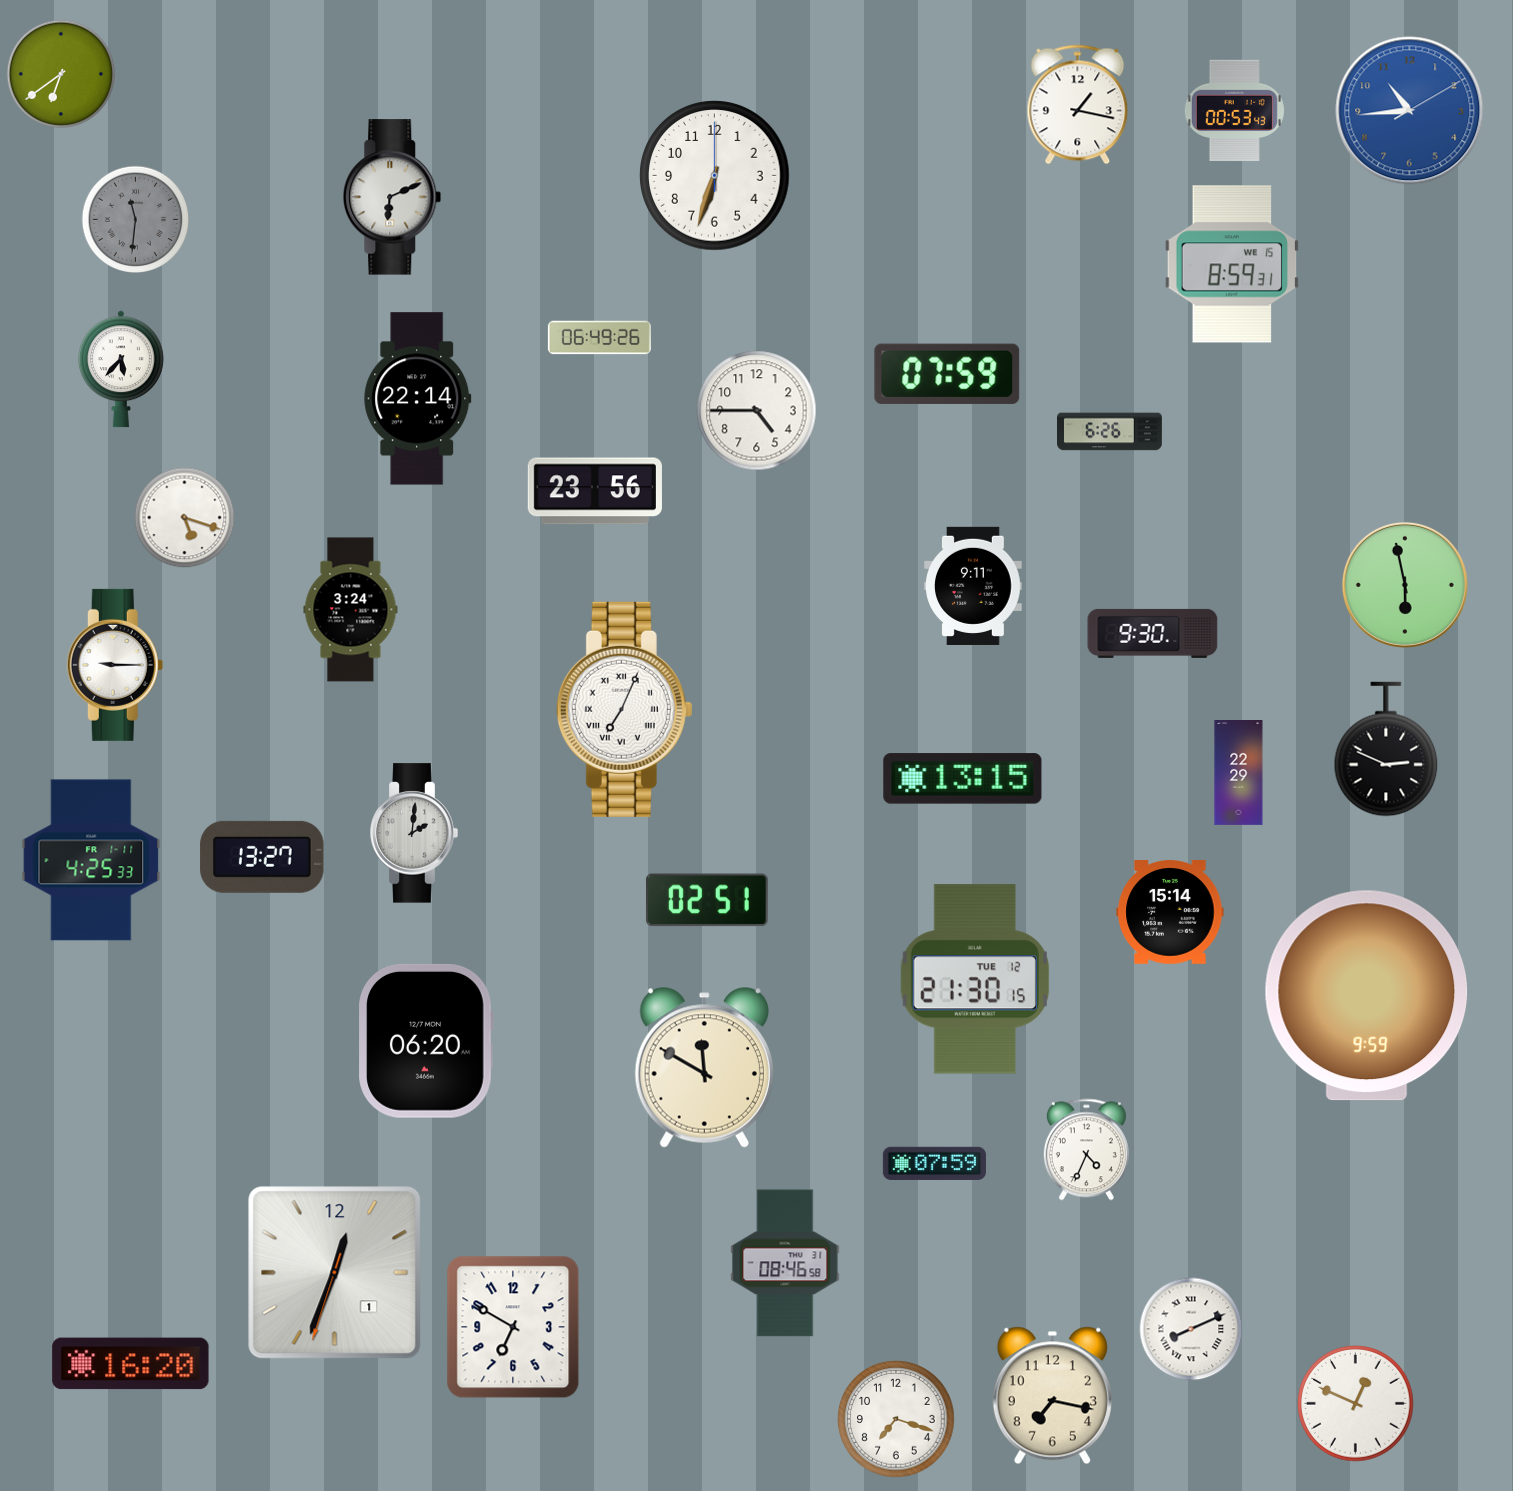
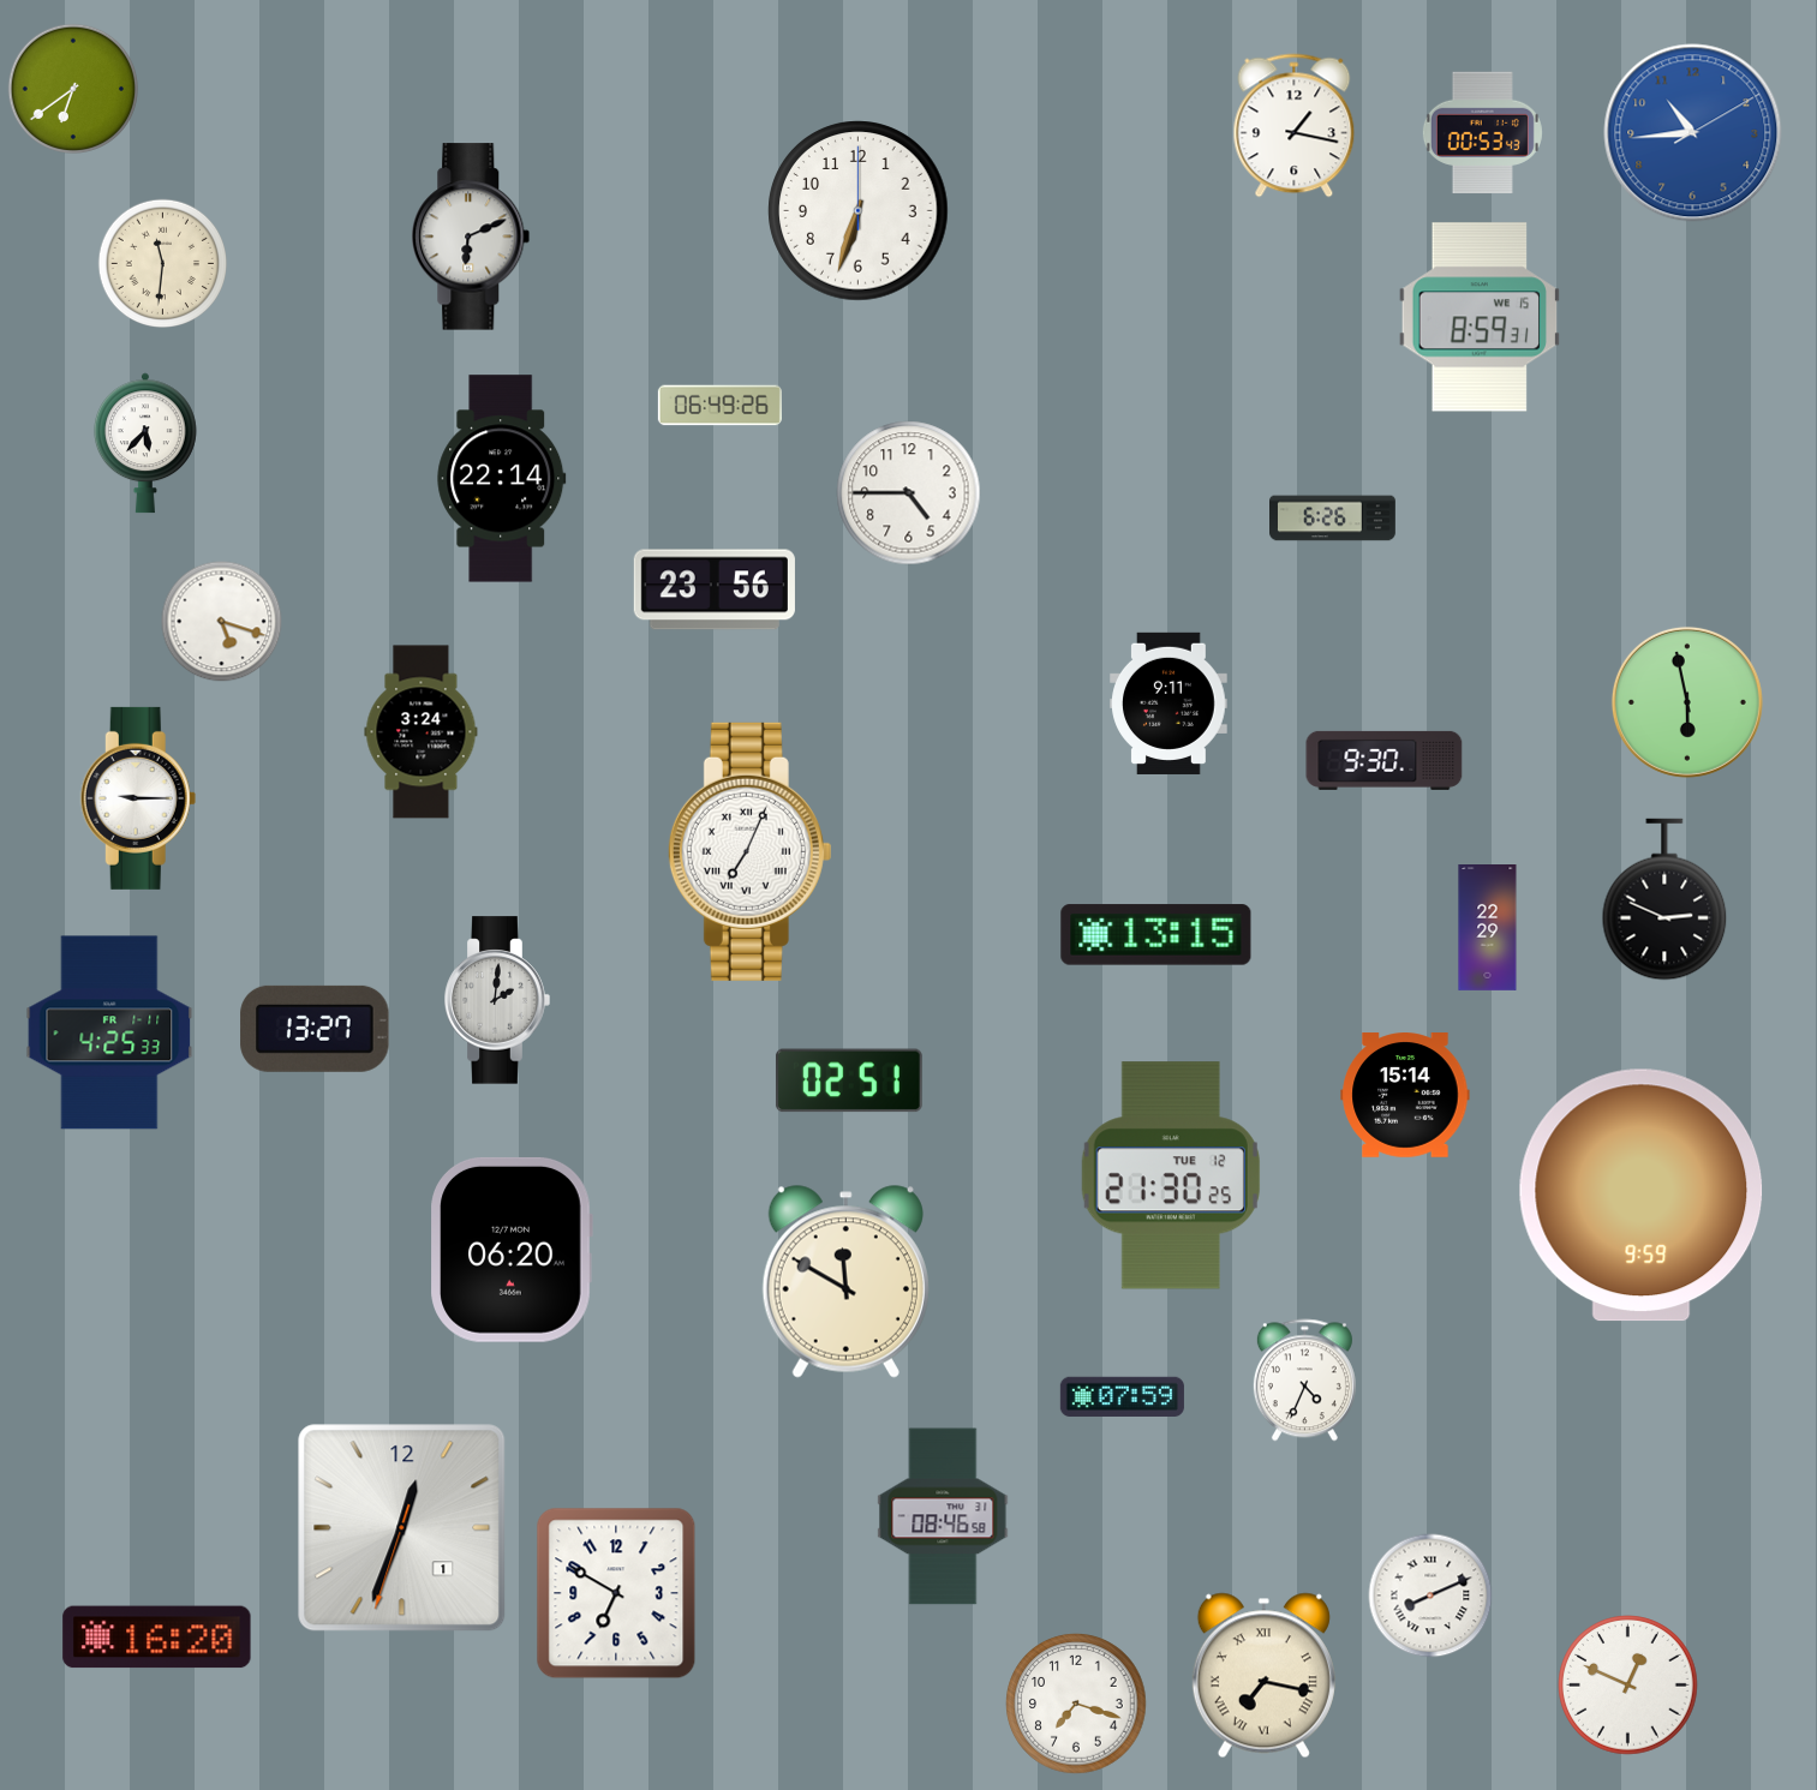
clock at (136, 220) dial: grey -> cream
clock at (947, 374): 07:59 -> none
clock at (975, 979): 21:30:15 -> 21:30:25
clock at (1052, 1396) numerals: Arabic -> Roman
